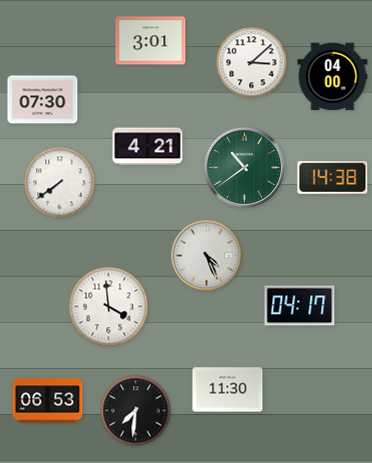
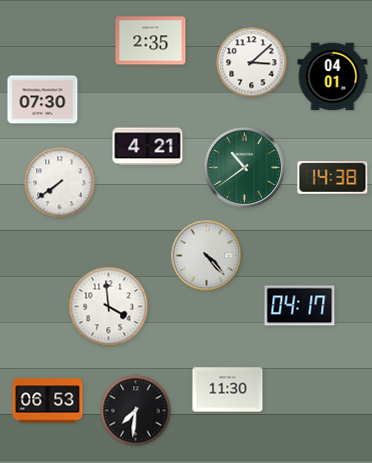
clock at (151, 41): 3:01 -> 2:35
clock at (333, 77): 04:00 -> 04:01
clock at (207, 256): 4:26 -> 4:23
